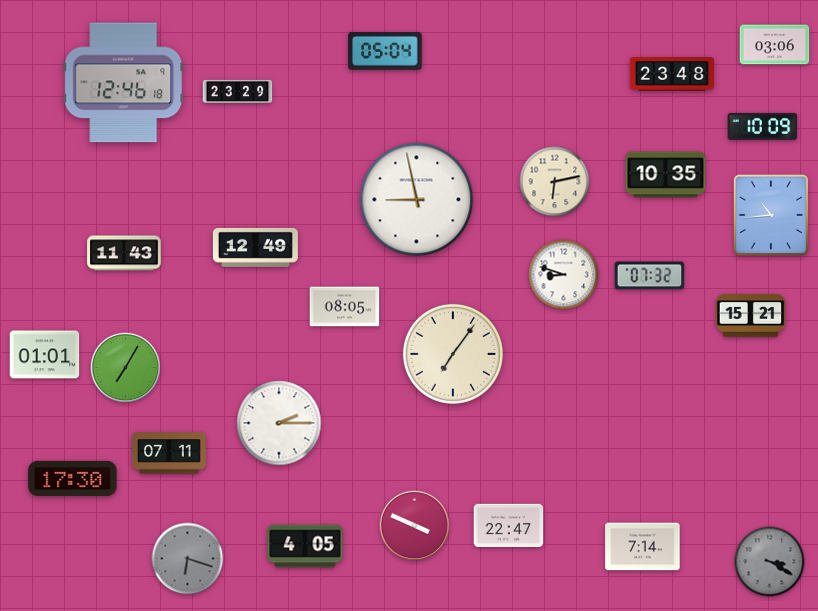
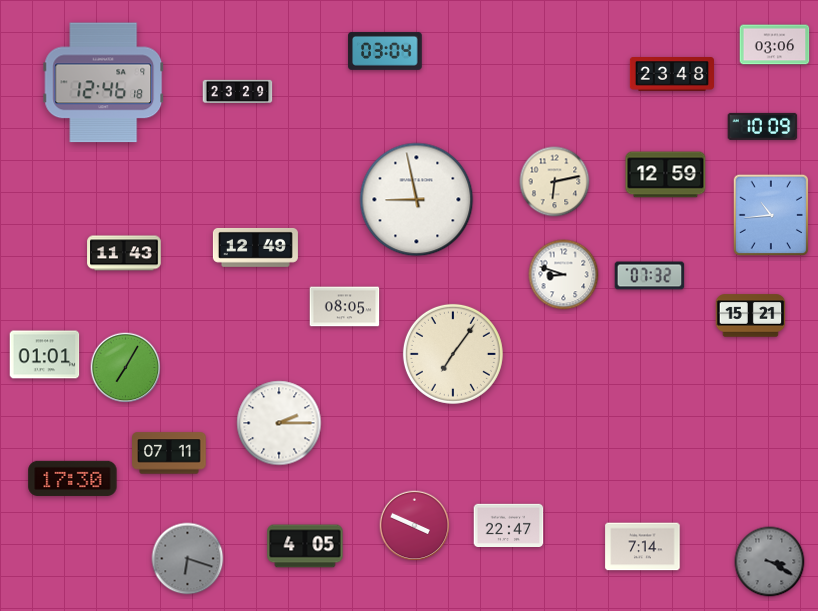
clock at (385, 51): 05:04 -> 03:04
clock at (124, 83) position: (124, 83) -> (104, 83)
clock at (666, 175): 10:35 -> 12:59
